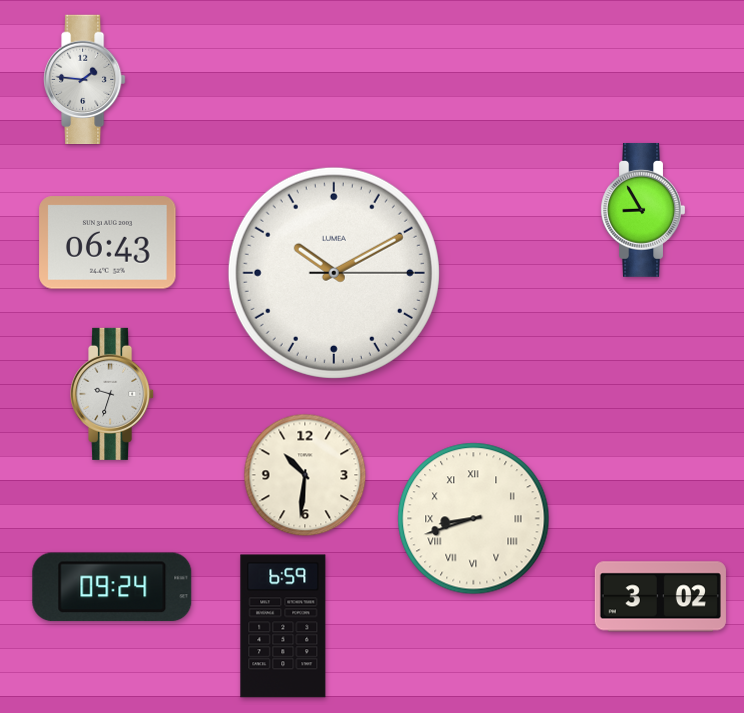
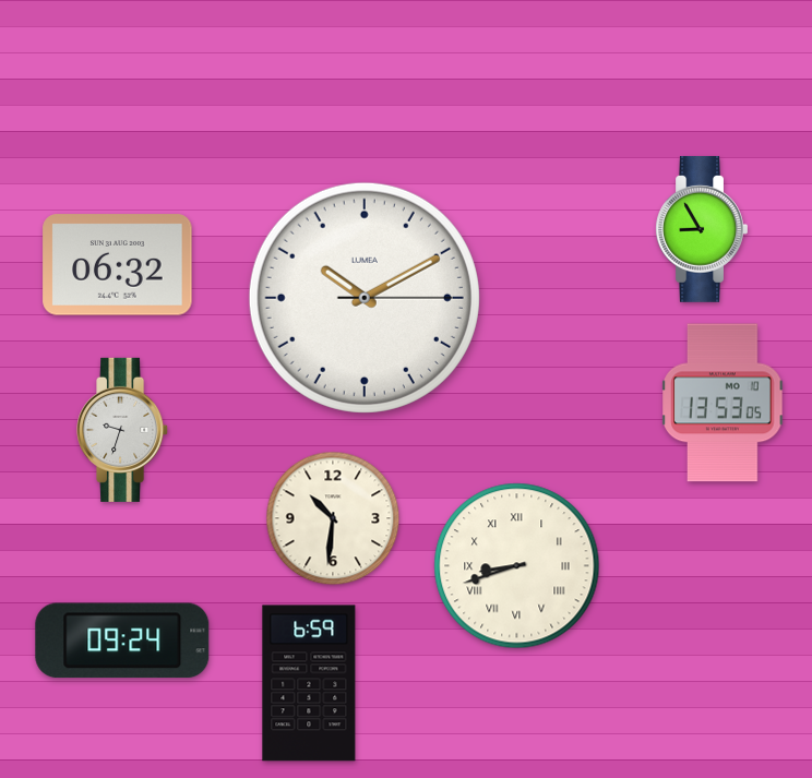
clock at (85, 80): 1:46 -> none
clock at (108, 243): 06:43 -> 06:32
clock at (723, 403): none -> 13:53
clock at (660, 597): 3:02 -> none
